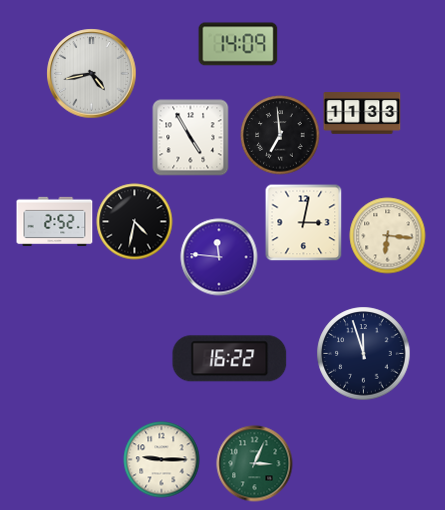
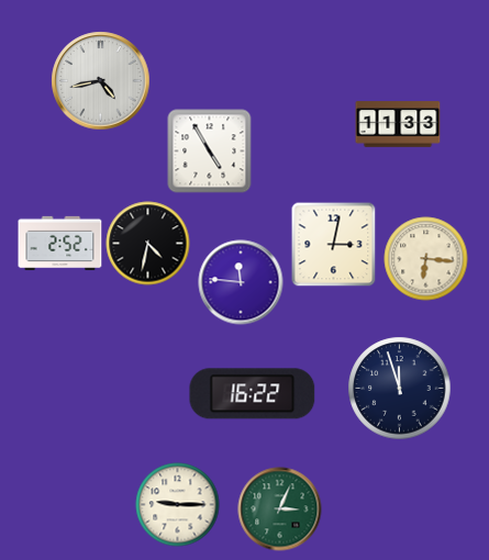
clock at (238, 44): 14:09 -> none
clock at (280, 135): 6:59 -> none
